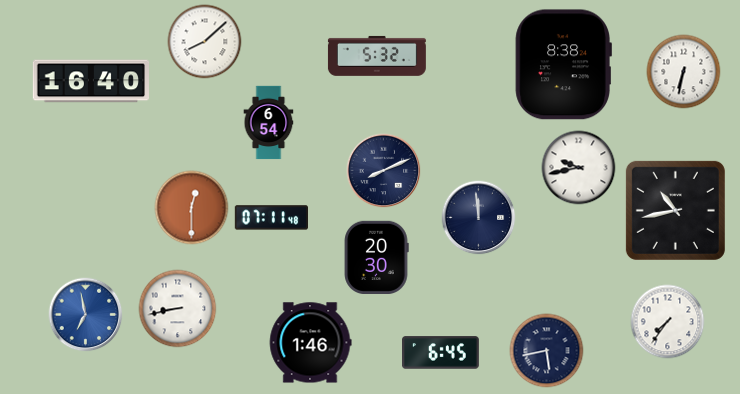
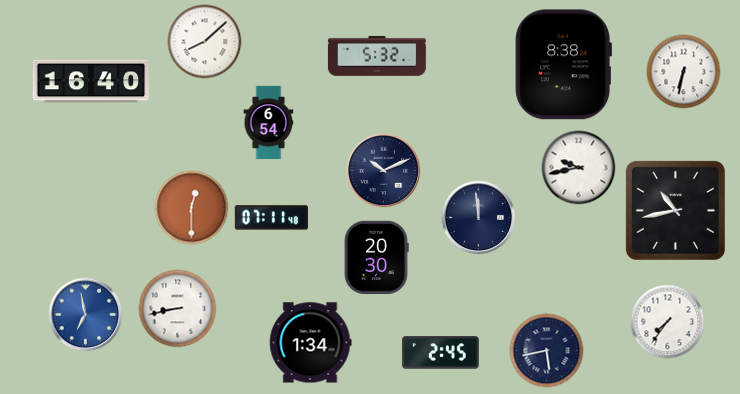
clock at (384, 171): 8:11 -> 10:11
clock at (310, 343): 1:46 -> 1:34
clock at (441, 353): 6:45 -> 2:45
